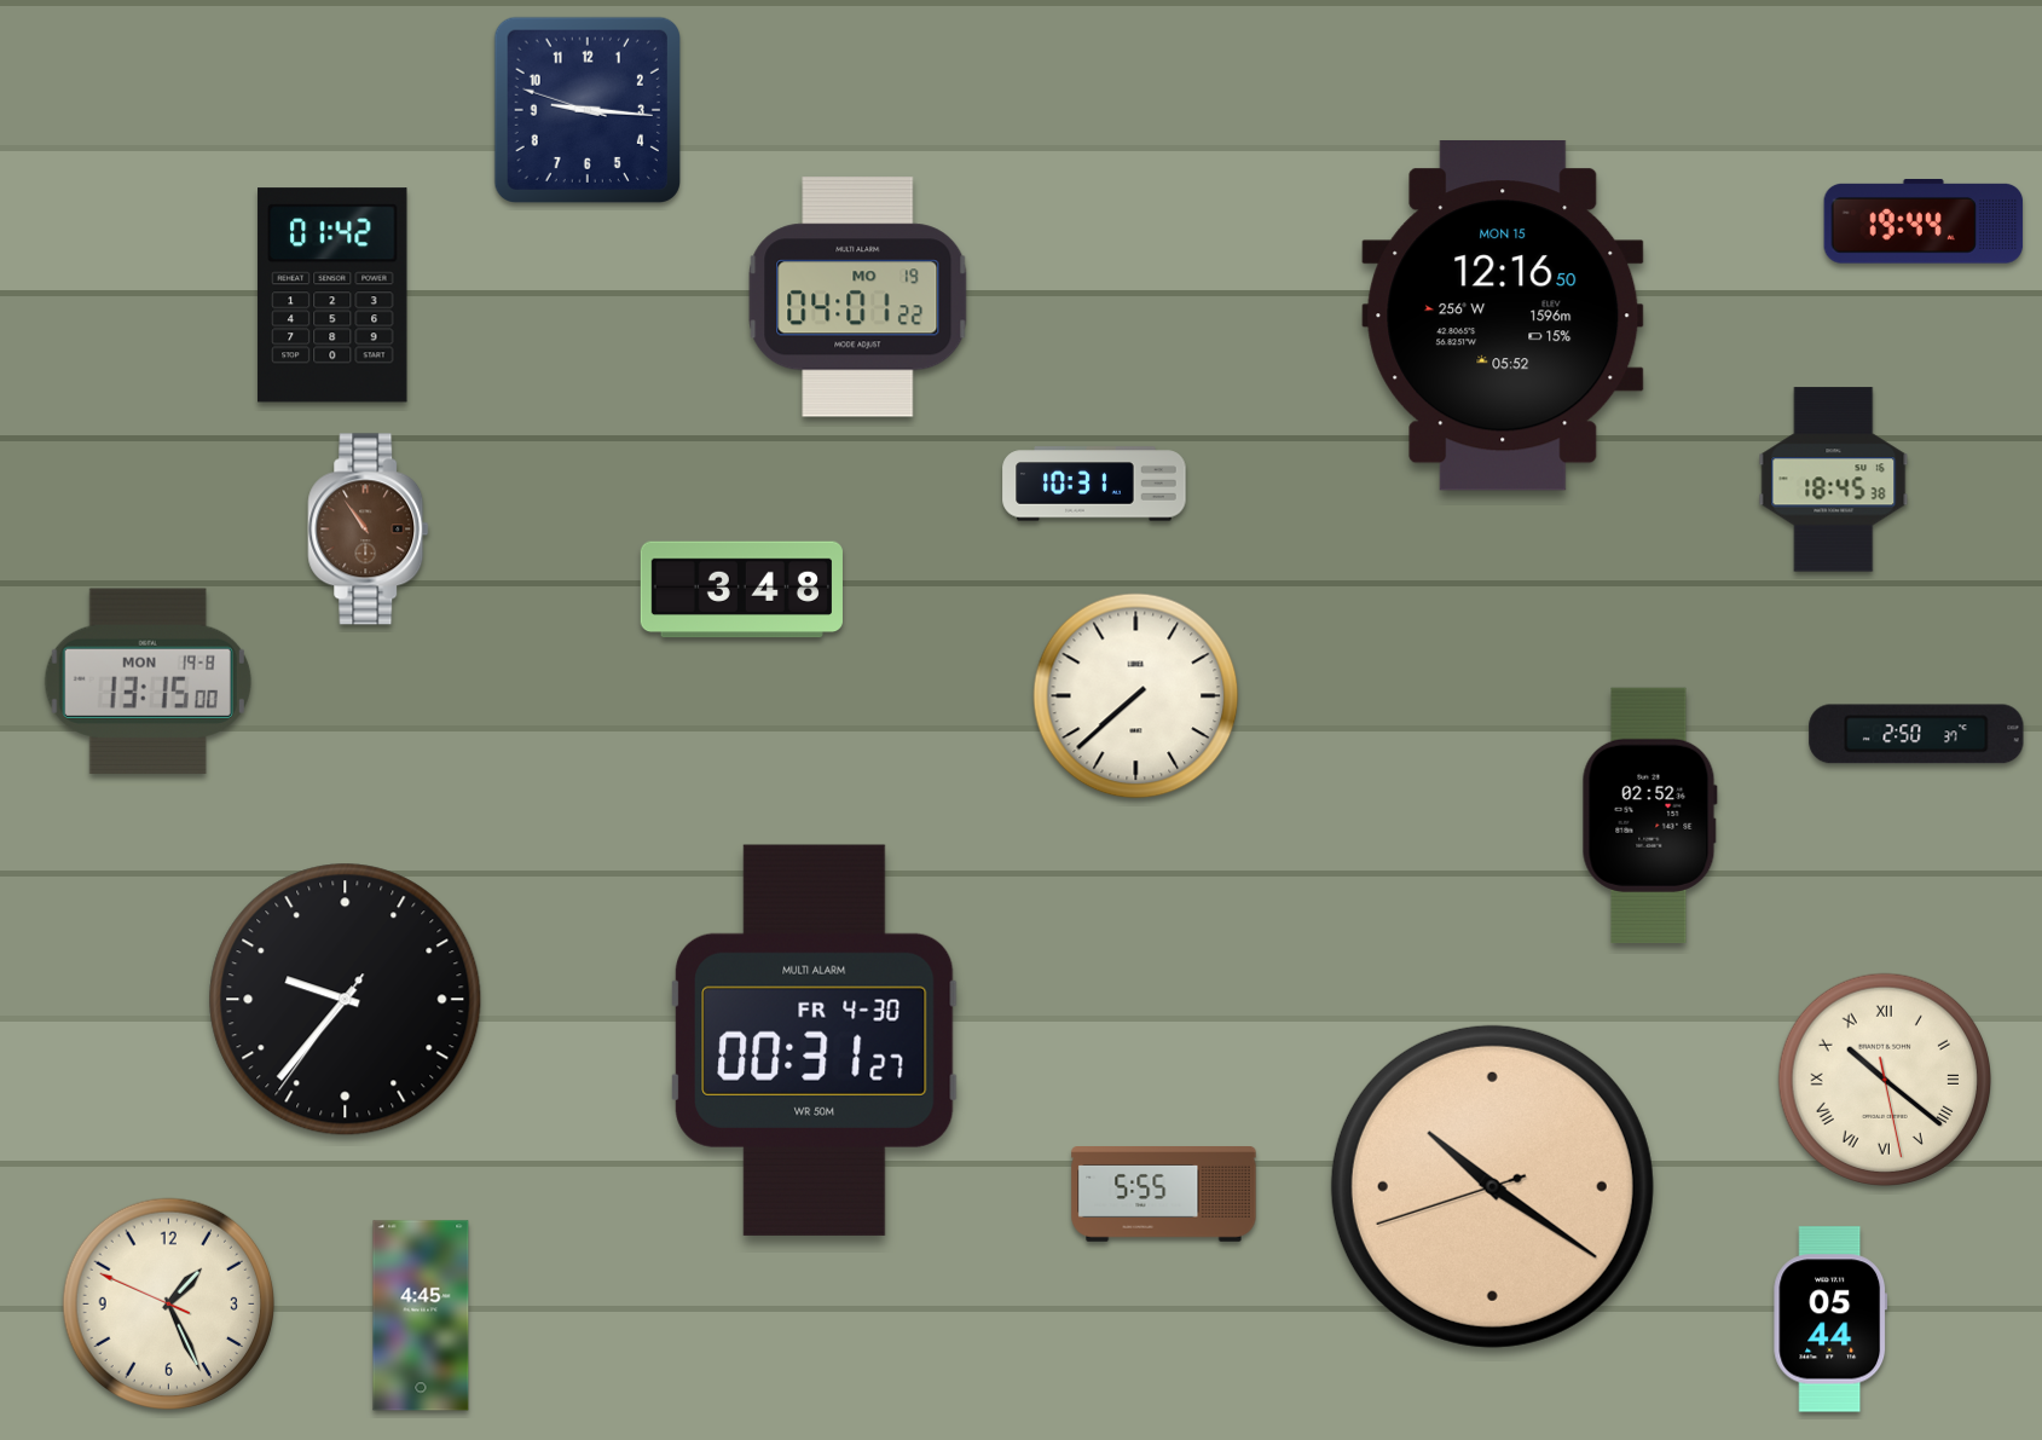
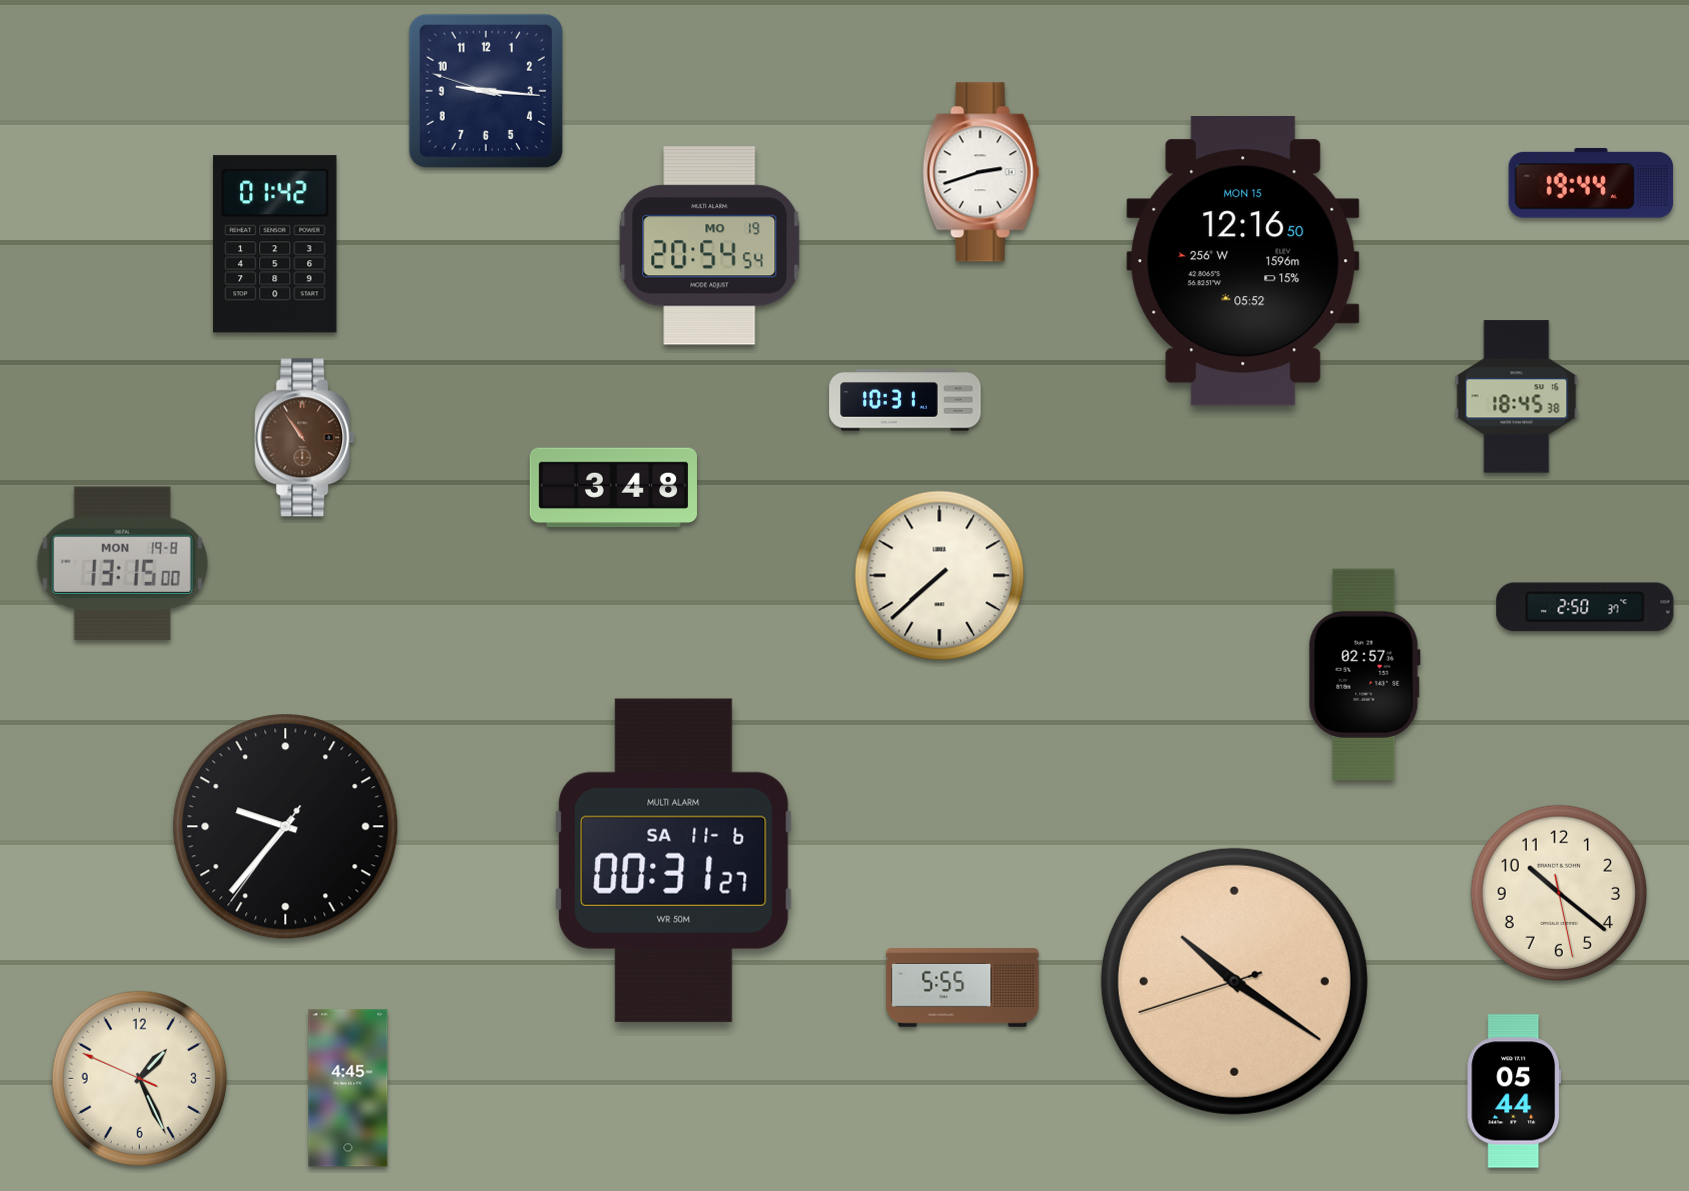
clock at (981, 172): none -> 2:42
clock at (858, 297): 04:01 -> 20:54
clock at (1649, 815): 02:52 -> 02:57
clock at (815, 1040) date: FR 4-30 -> SA 11-6
clock at (1884, 1078) numerals: Roman -> Arabic
